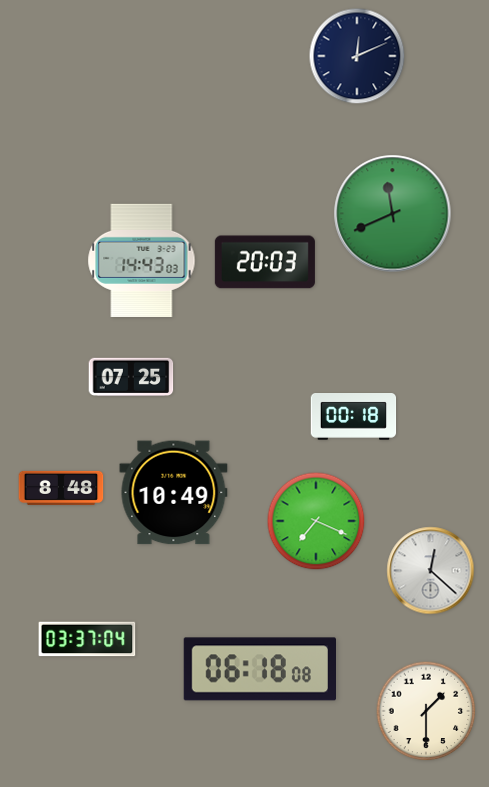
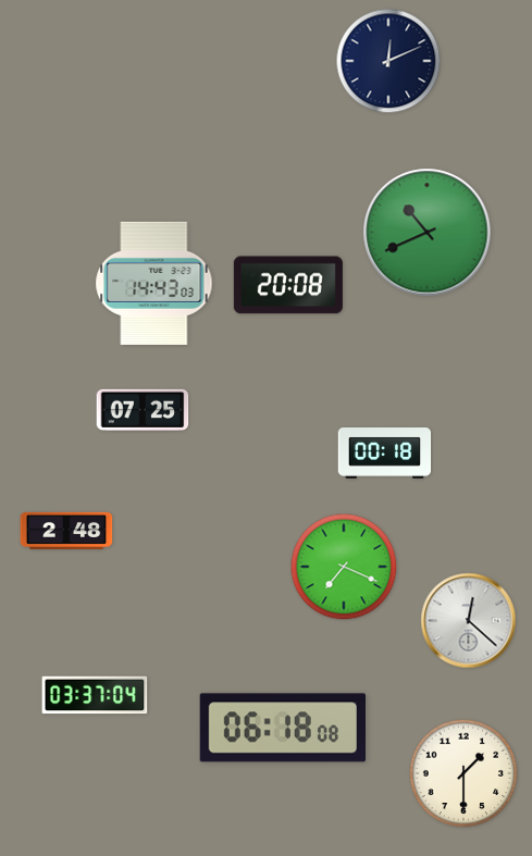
clock at (393, 214): 11:41 -> 10:41
clock at (265, 262): 20:03 -> 20:08
clock at (61, 488): 8:48 -> 2:48
clock at (174, 493): 10:49 -> none
